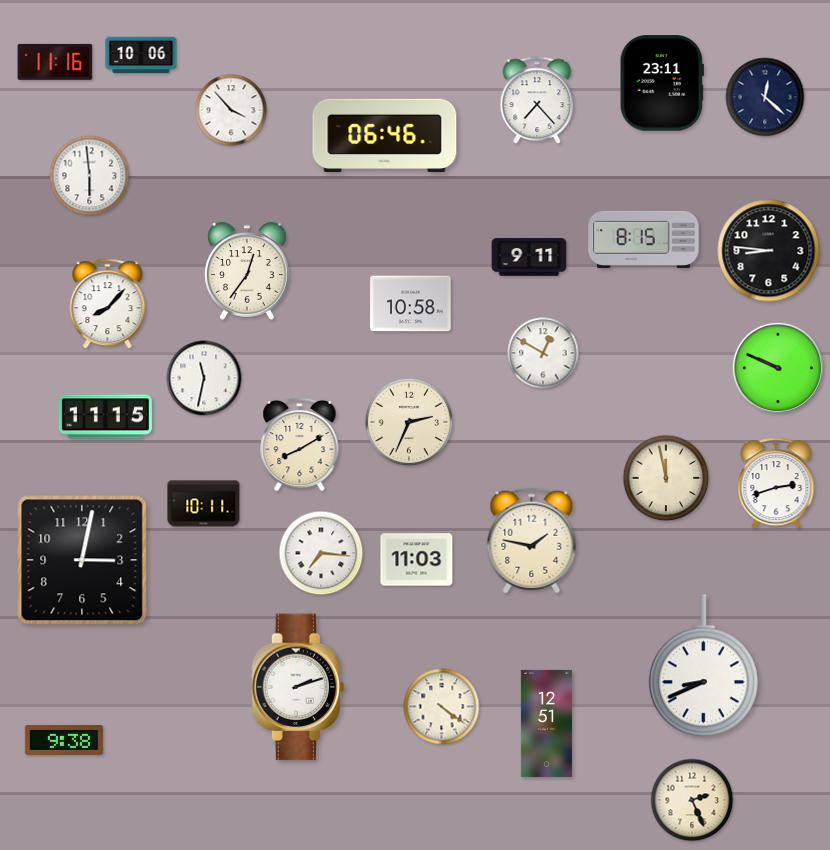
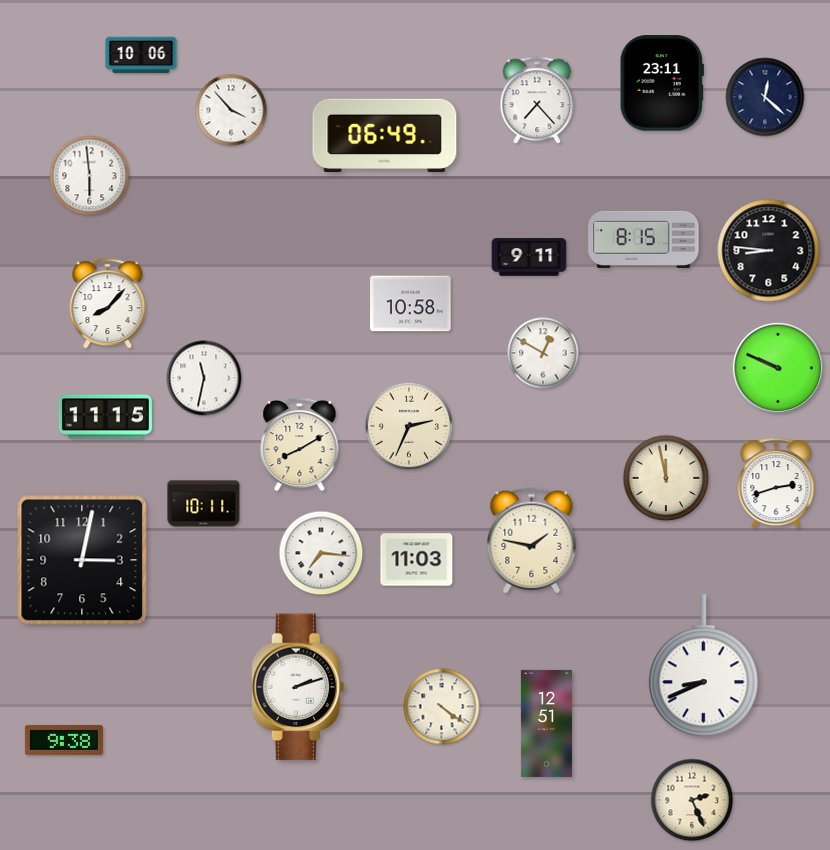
clock at (55, 62): 11:16 -> none
clock at (385, 136): 06:46 -> 06:49
clock at (247, 271): 12:36 -> none
clock at (409, 422) position: (409, 422) -> (409, 426)
